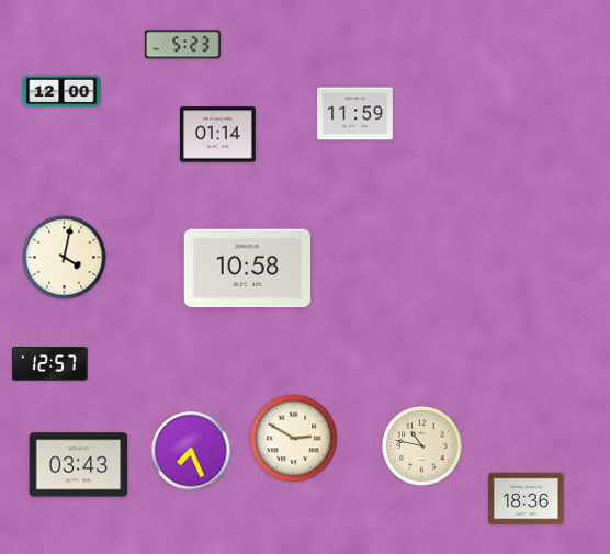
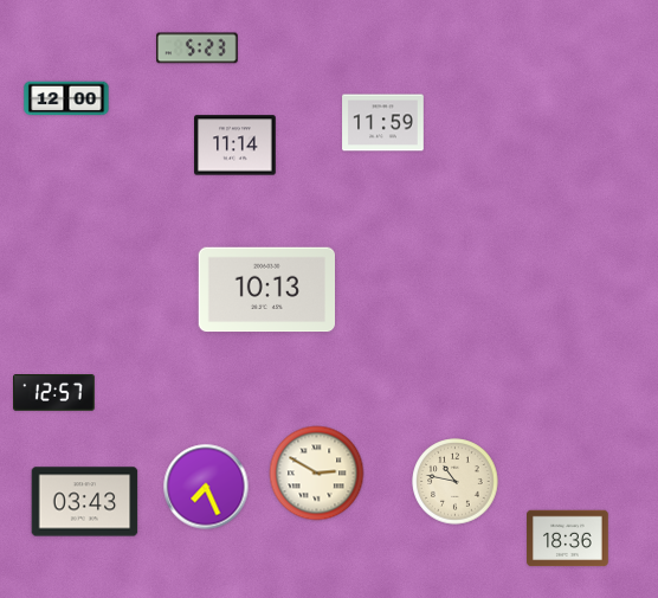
clock at (218, 135): 01:14 -> 11:14
clock at (65, 258): 4:02 -> none
clock at (247, 269): 10:58 -> 10:13
